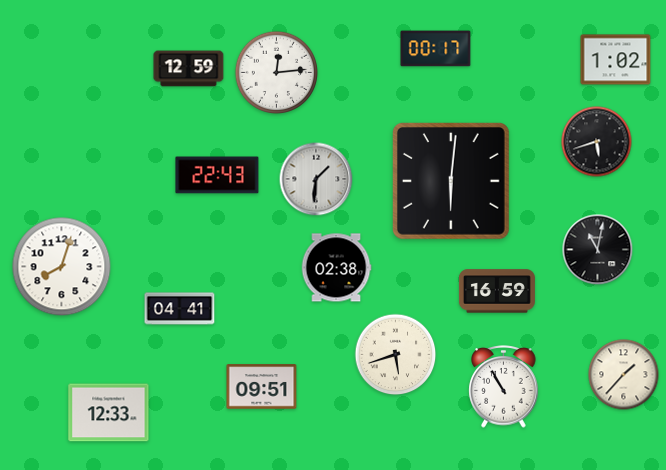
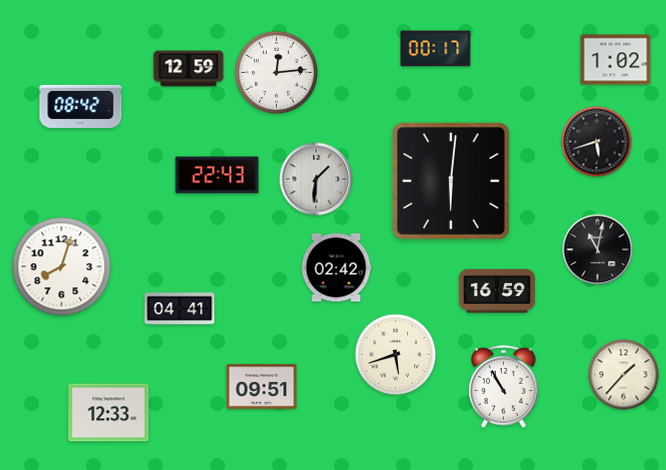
clock at (81, 106): none -> 08:42
clock at (336, 268): 02:38 -> 02:42
